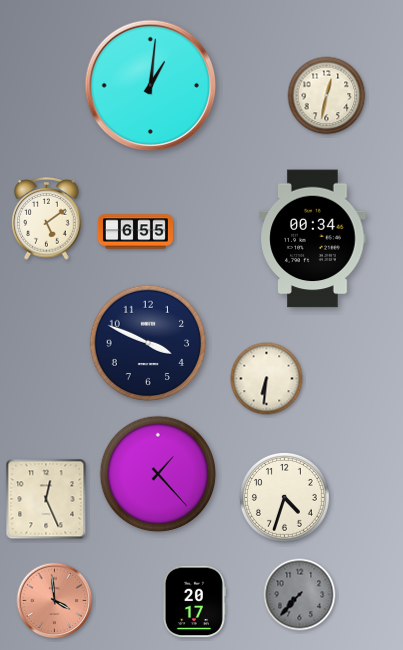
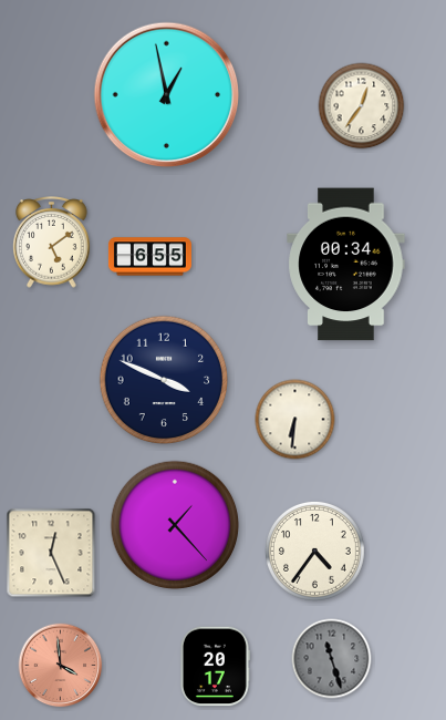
clock at (151, 86): 1:01 -> 12:58
clock at (327, 96): 12:32 -> 12:36
clock at (285, 498): 4:33 -> 4:36
clock at (300, 595): 7:37 -> 11:27
